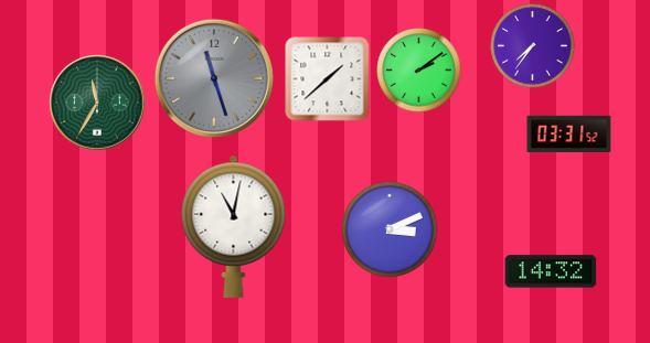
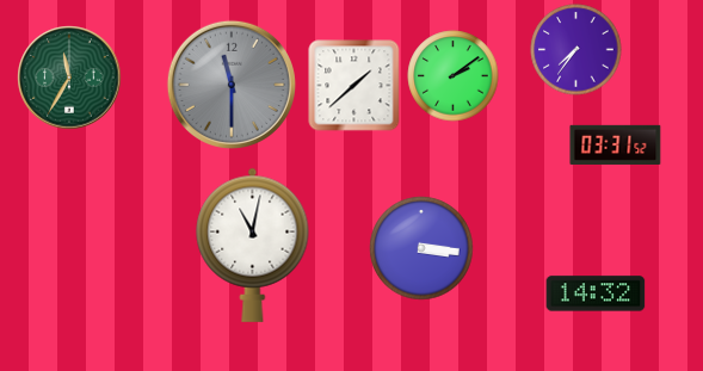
clock at (214, 78): 11:27 -> 11:30
clock at (97, 103) position: (97, 103) -> (69, 78)
clock at (390, 229): 3:11 -> 3:16
